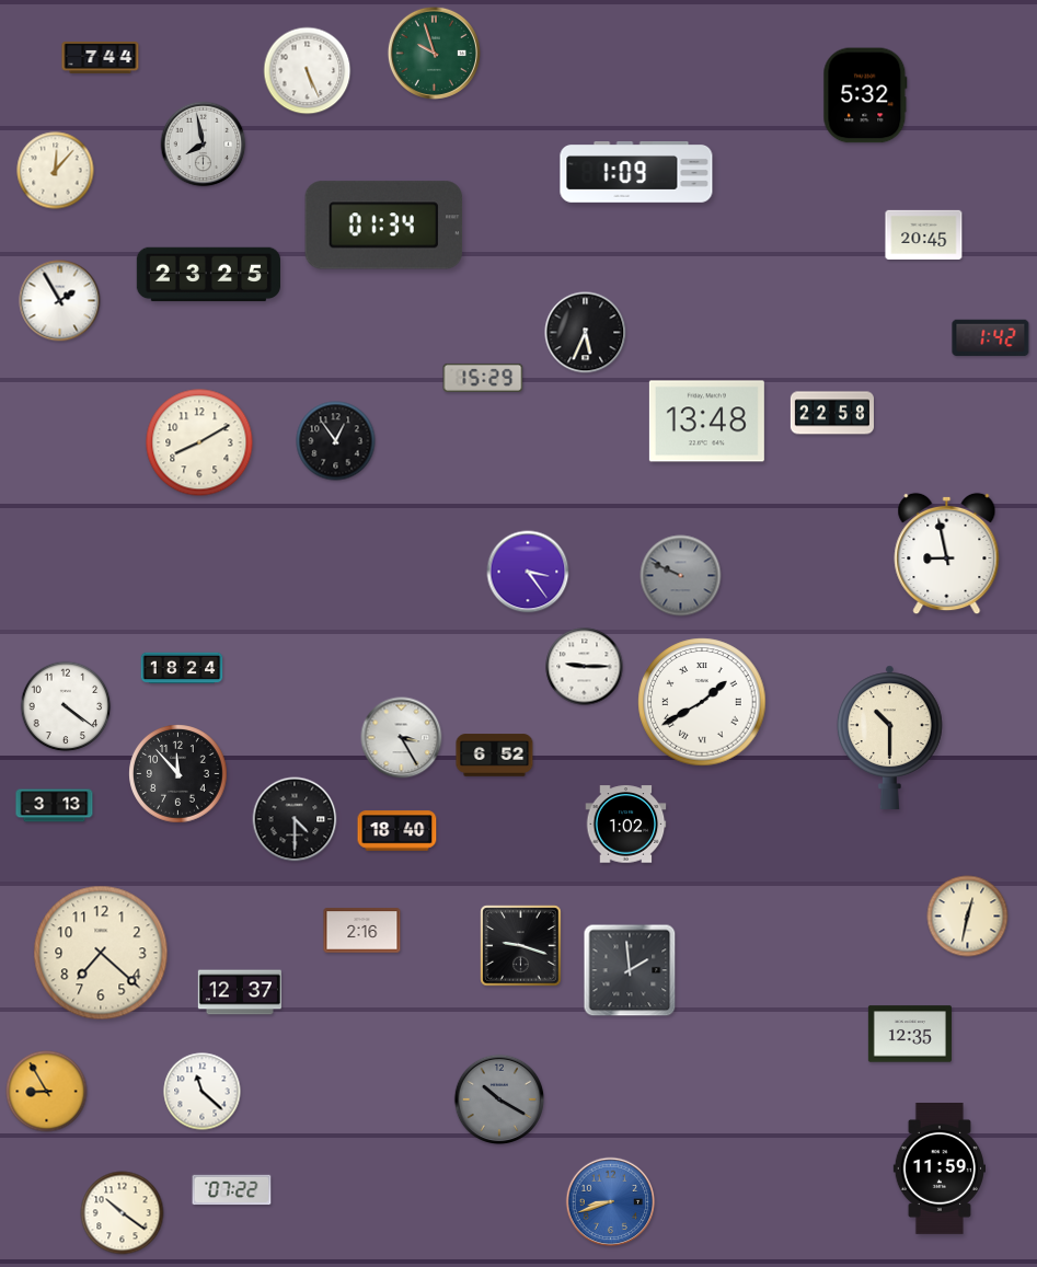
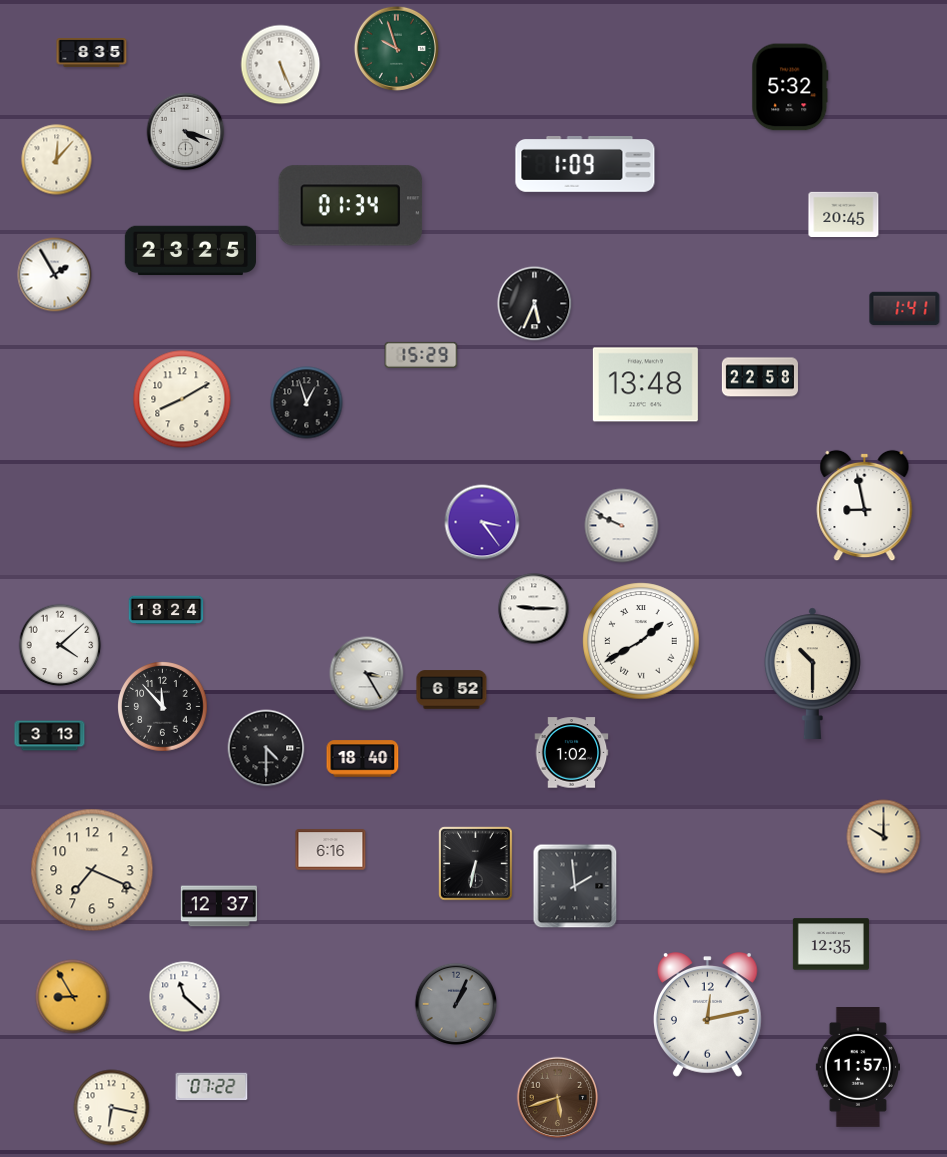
clock at (101, 58): 7:44 -> 8:35
clock at (204, 145): 7:58 -> 4:18
clock at (56, 171) position: (56, 171) -> (57, 160)
clock at (636, 173) position: (636, 173) -> (585, 165)
clock at (991, 338): 1:42 -> 1:41
clock at (483, 378) position: (483, 378) -> (421, 355)
clock at (336, 441): 12:54 -> 12:57
clock at (199, 442) position: (199, 442) -> (182, 399)
clock at (681, 576) dial: grey -> white
clock at (66, 706): 4:21 -> 4:08
clock at (295, 819) position: (295, 819) -> (266, 748)
clock at (968, 917): 12:32 -> 10:00
clock at (362, 931): 2:16 -> 6:16
clock at (521, 946): 9:18 -> 6:32
clock at (101, 953): 7:22 -> 7:19
clock at (47, 1092) position: (47, 1092) -> (73, 997)
clock at (499, 1099): 10:20 -> 1:04
clock at (707, 1015): none -> 12:13
clock at (938, 1170): 11:59 -> 11:57
clock at (611, 1202): 8:42 -> 5:42
clock at (611, 1202) dial: blue -> brown
clock at (123, 1213): 10:21 -> 6:17
